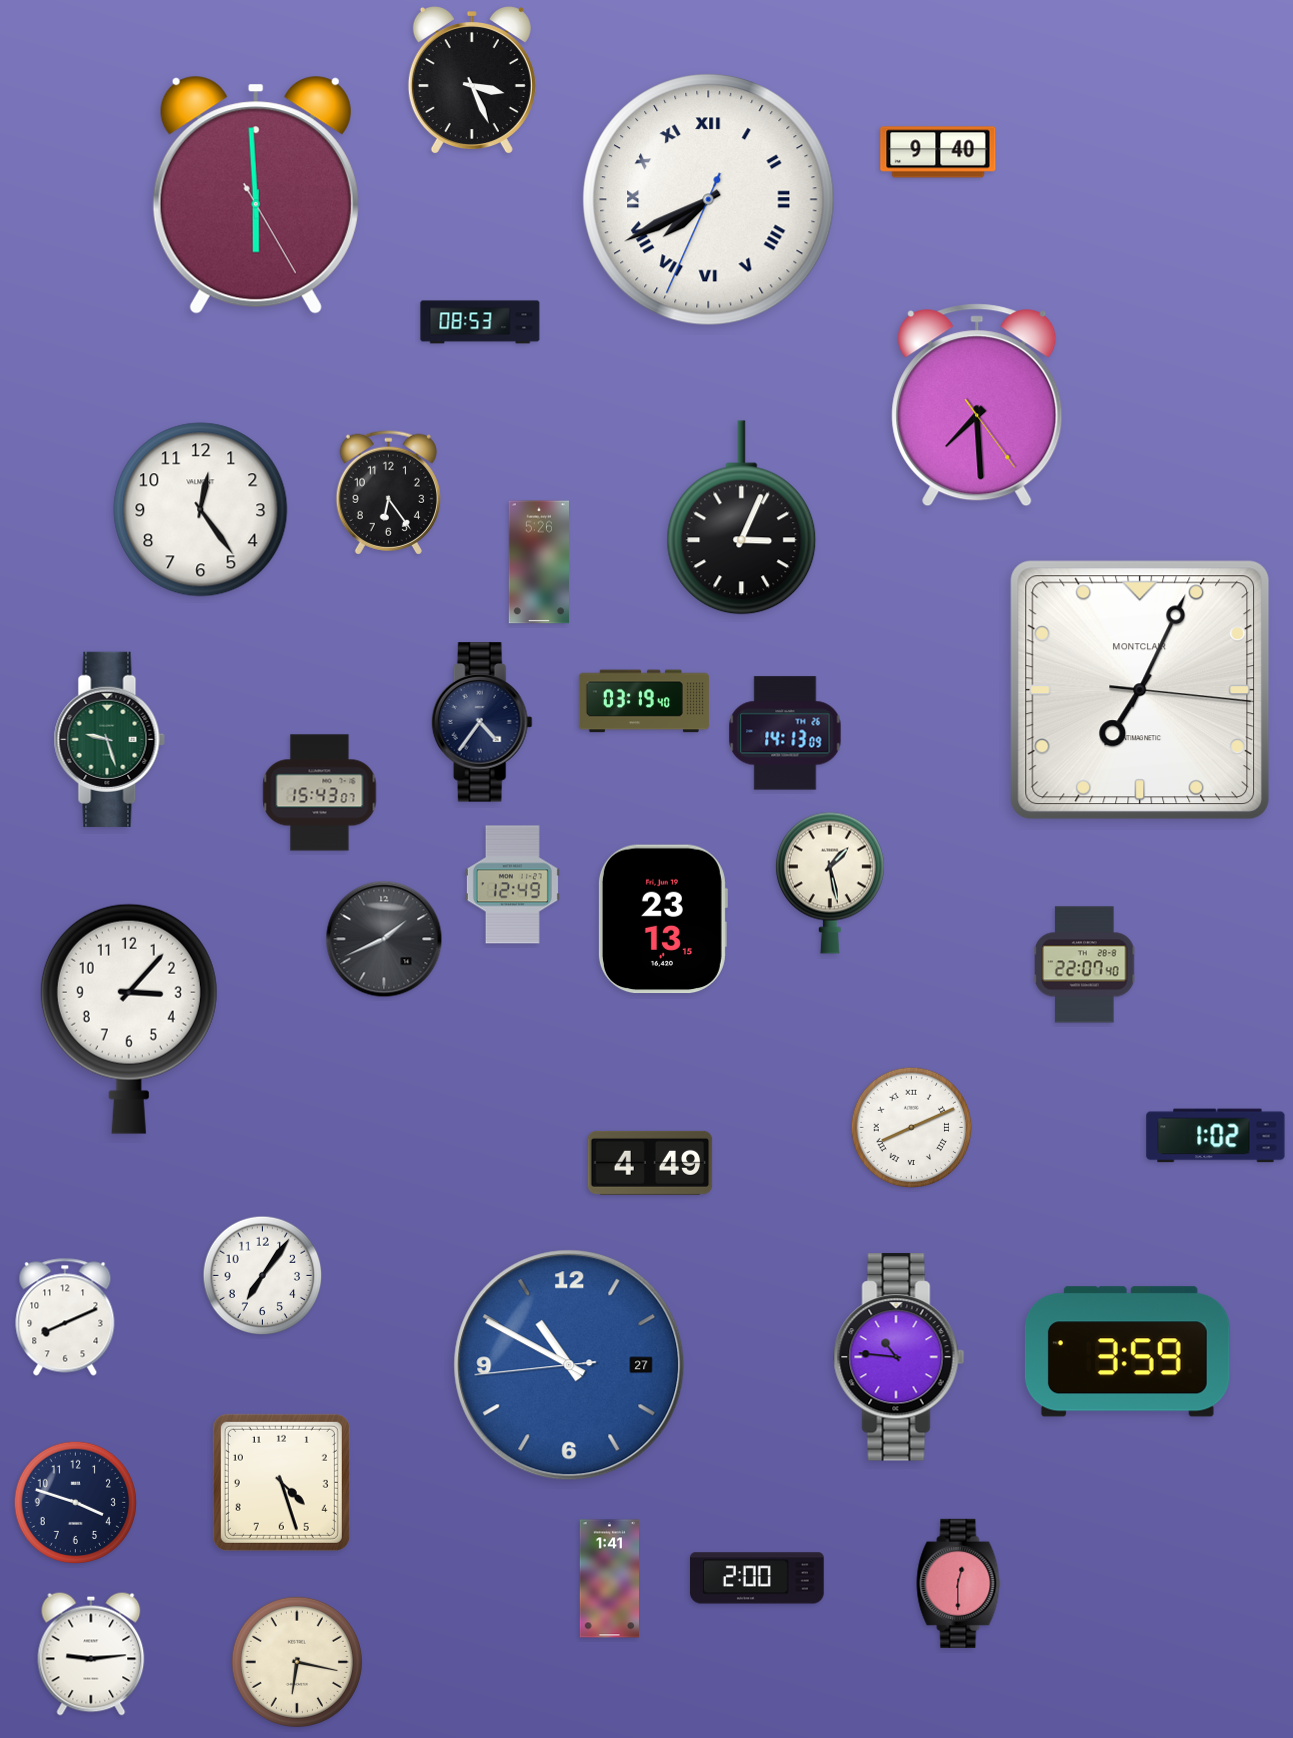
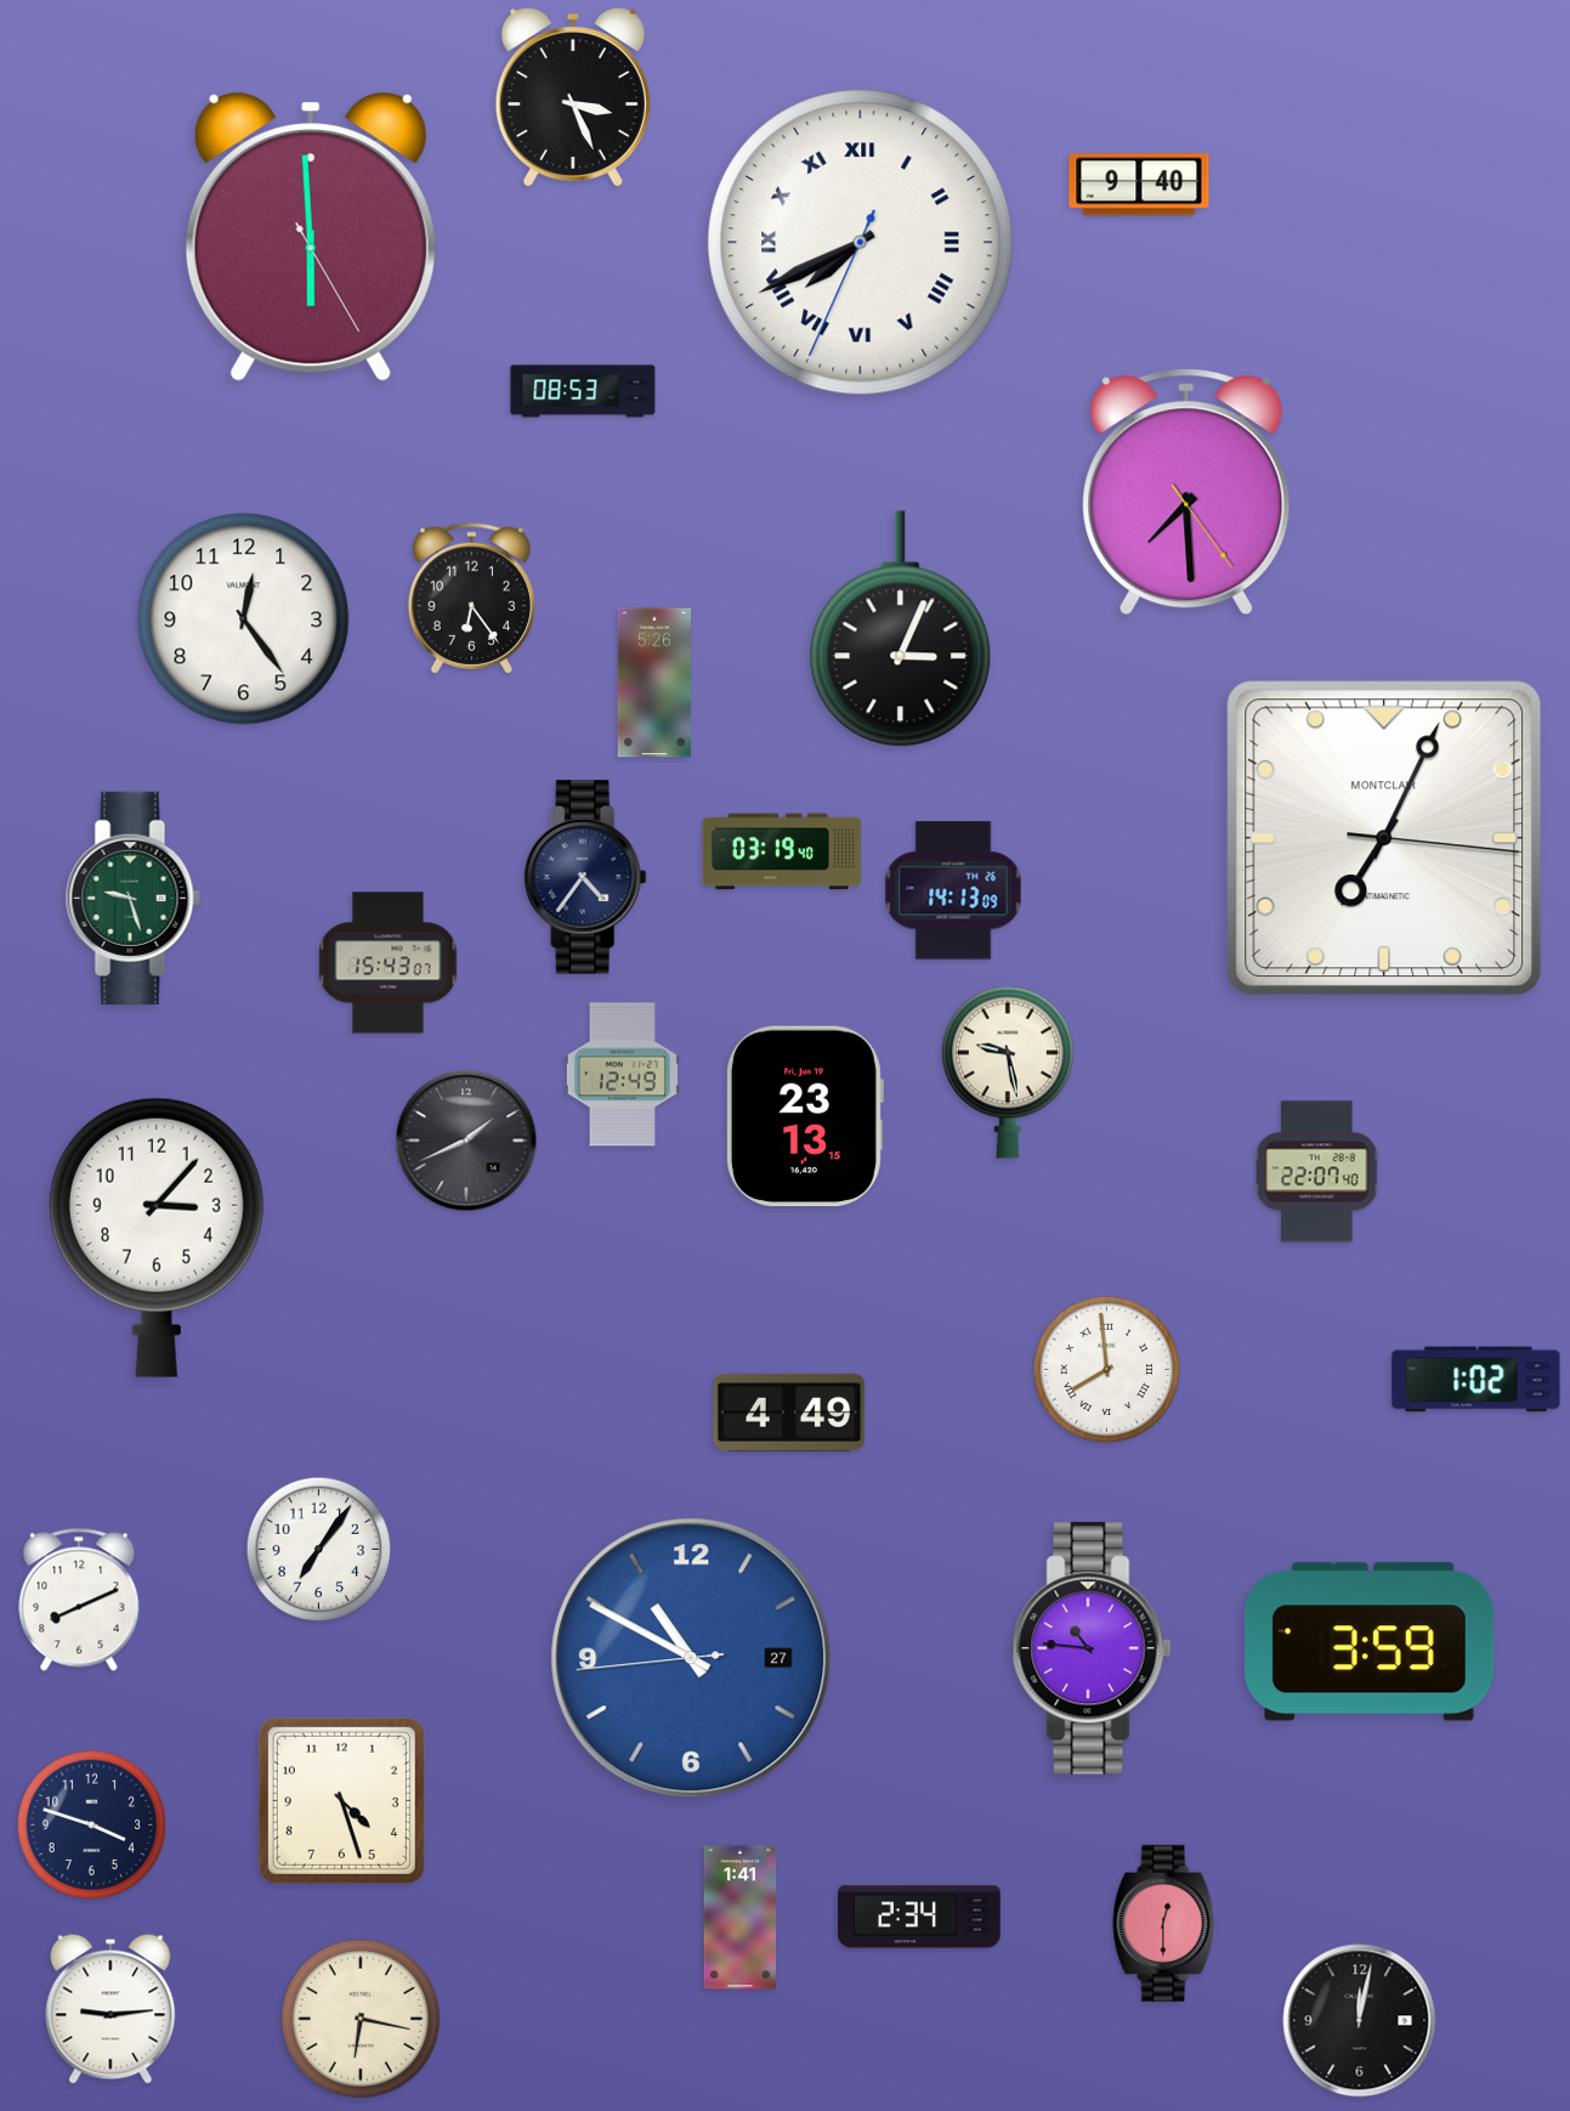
clock at (830, 883): 1:28 -> 9:28
clock at (912, 1128): 8:11 -> 7:59
clock at (758, 1578): 2:00 -> 2:34
clock at (1360, 2021): none -> 12:02
